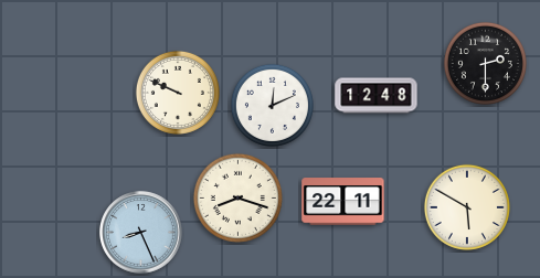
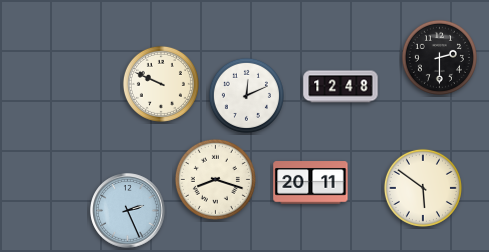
clock at (343, 202): 22:11 -> 20:11
clock at (467, 207): 5:50 -> 5:51
clock at (141, 233): 8:26 -> 2:26
